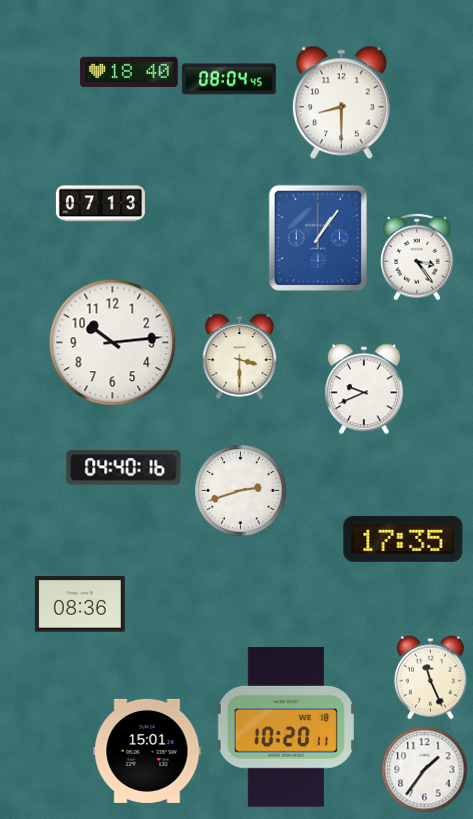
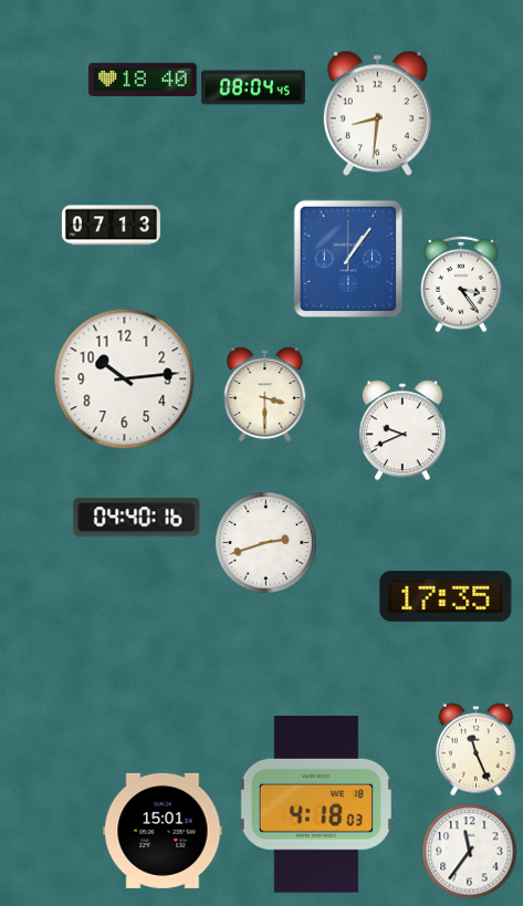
clock at (341, 102): 8:30 -> 8:31
clock at (317, 237) position: (317, 237) -> (347, 258)
clock at (80, 605): 08:36 -> none
clock at (286, 727): 10:20 -> 4:18
clock at (424, 769): 1:36 -> 11:36
